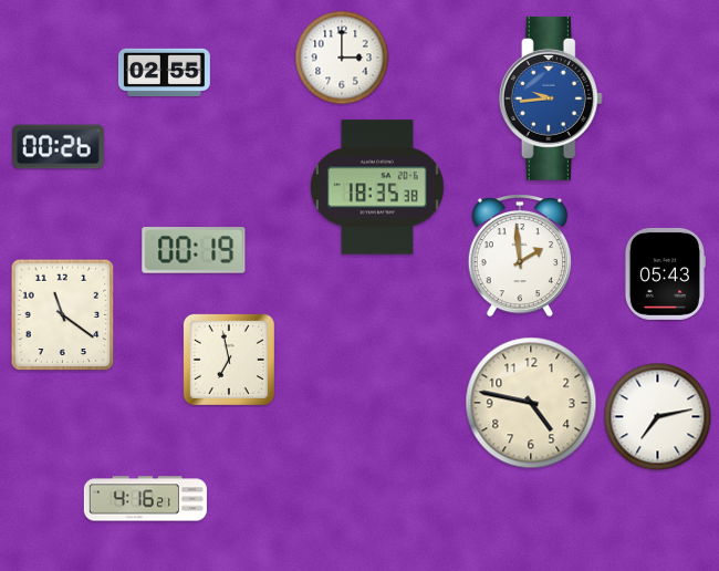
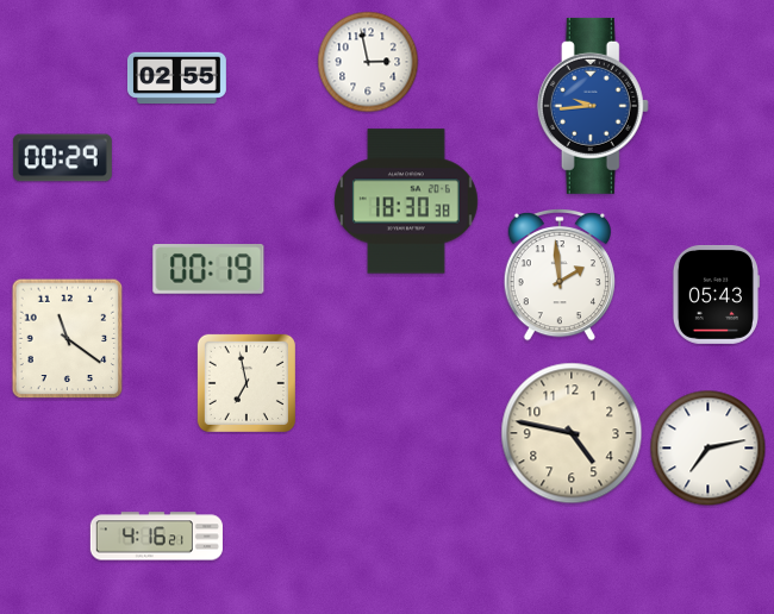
clock at (342, 58): 3:00 -> 2:58
clock at (58, 147): 00:26 -> 00:29
clock at (377, 187): 18:35 -> 18:30
clock at (229, 360) position: (229, 360) -> (246, 383)
